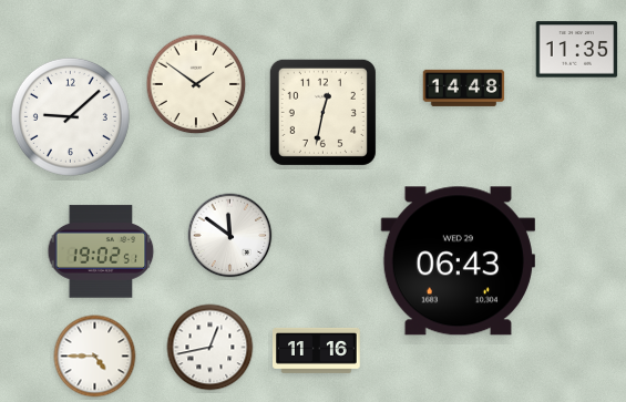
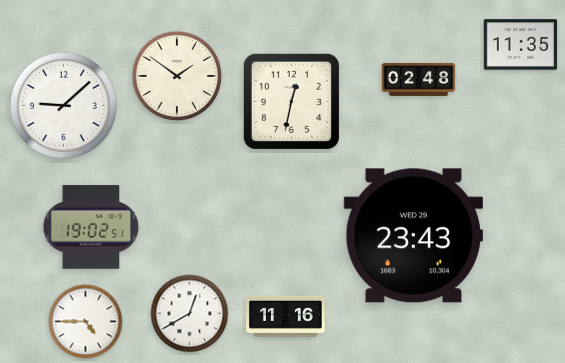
clock at (464, 87): 14:48 -> 02:48
clock at (230, 236): 11:51 -> none
clock at (458, 261): 06:43 -> 23:43
clock at (211, 348): 12:43 -> 12:40
